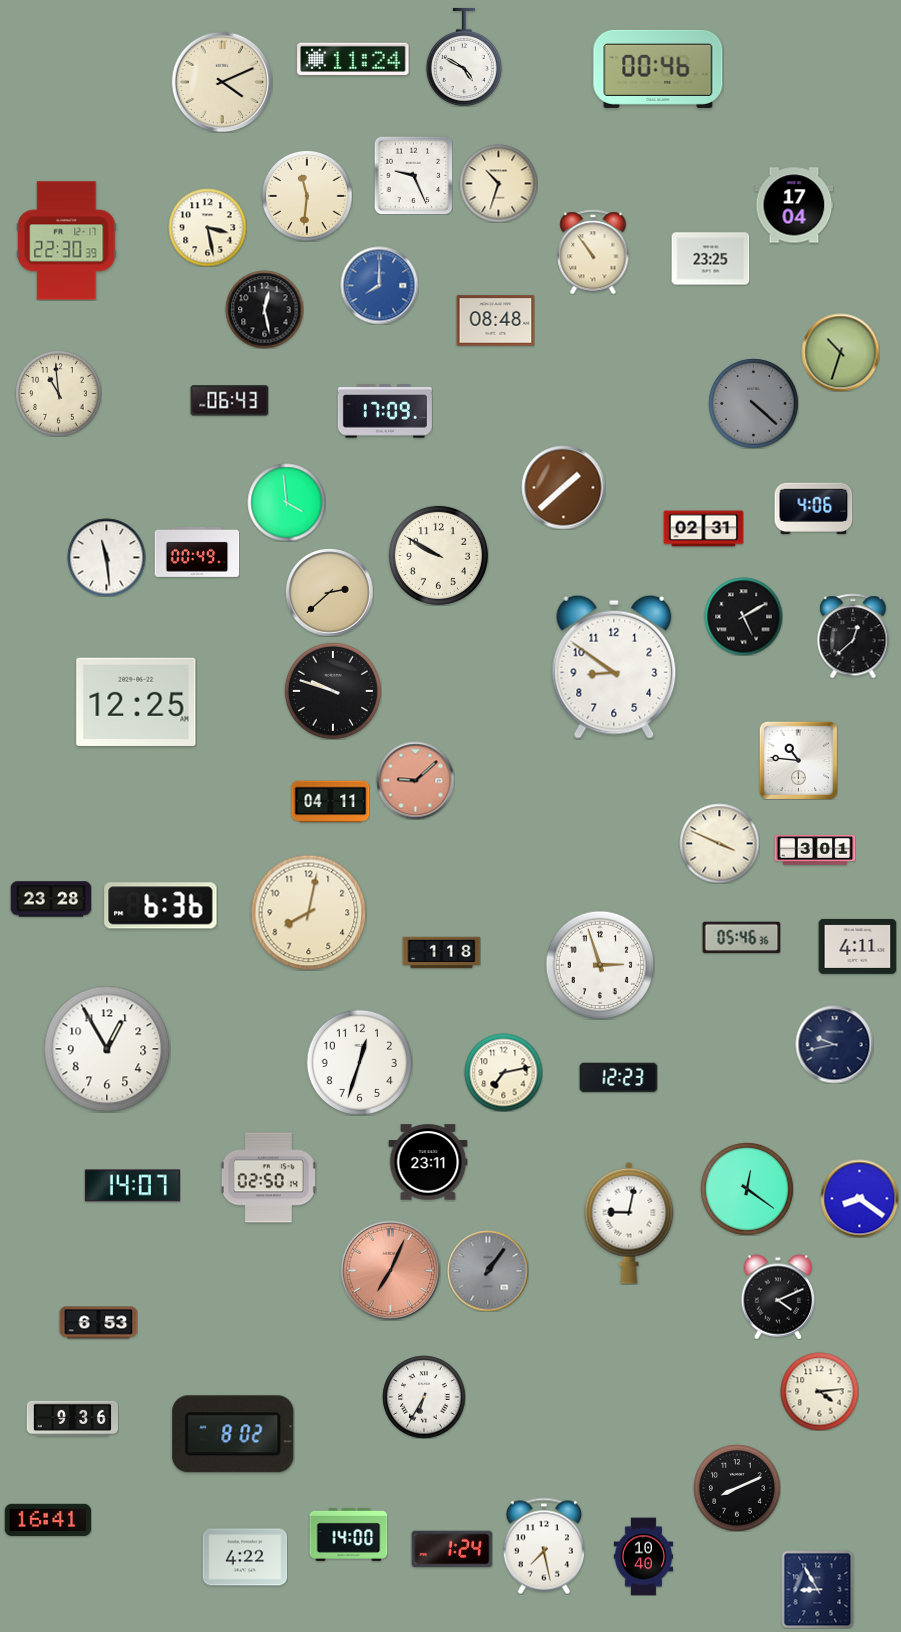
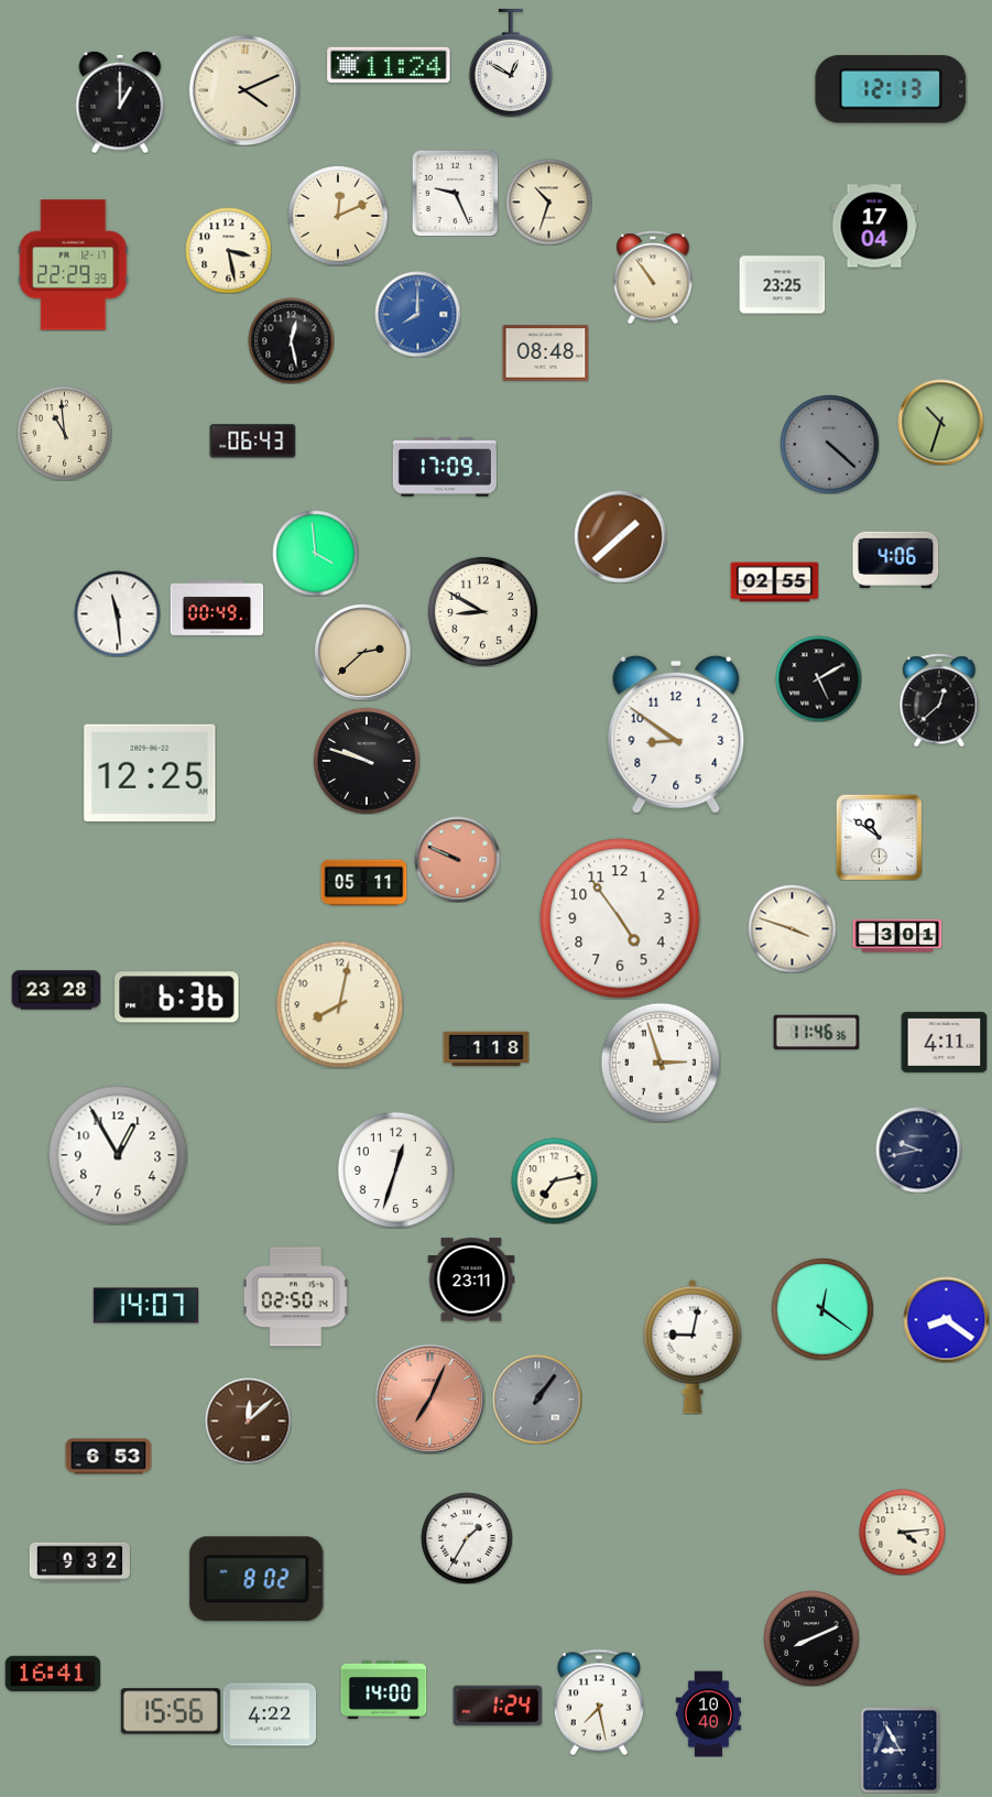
clock at (464, 57): 4:50 -> 12:50
clock at (658, 69): 00:46 -> none
clock at (891, 89): none -> 12:13
clock at (120, 102): none -> 1:00
clock at (307, 196): 11:31 -> 12:11
clock at (67, 241): 22:30 -> 22:29
clock at (840, 352) position: (840, 352) -> (940, 422)
clock at (385, 411) position: (385, 411) -> (445, 467)
clock at (703, 529): 02:31 -> 02:55
clock at (438, 555): 9:50 -> 8:50
clock at (798, 760): 10:46 -> 10:51
clock at (415, 780): 9:08 -> 9:49
clock at (330, 802): 04:11 -> 05:11
clock at (620, 918): none -> 4:54
clock at (719, 843): 3:49 -> 3:48
clock at (741, 938): 05:46 -> 11:46
clock at (618, 1078): 12:23 -> none
clock at (248, 1420): none -> 12:08
clock at (778, 1297): 4:11 -> none
clock at (424, 1397): 6:35 -> 1:35
clock at (72, 1418): 9:36 -> 9:32
clock at (171, 1711): none -> 15:56
